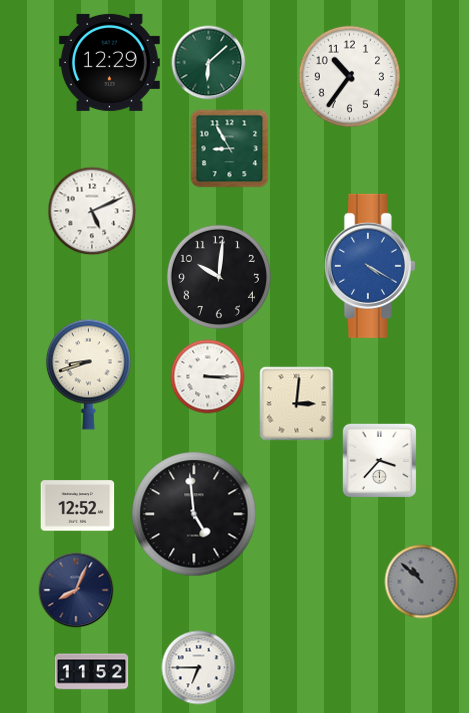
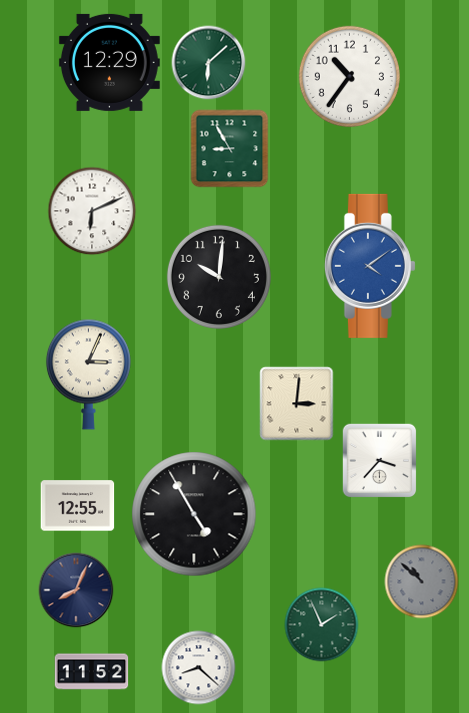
clock at (92, 211): 5:11 -> 6:11
clock at (370, 266): 4:20 -> 4:09
clock at (88, 374): 8:42 -> 3:04
clock at (208, 377): 3:15 -> none
clock at (78, 506): 12:52 -> 12:55
clock at (194, 514): 4:59 -> 4:55
clock at (322, 625): none -> 1:56
clock at (199, 668): 6:45 -> 8:22
